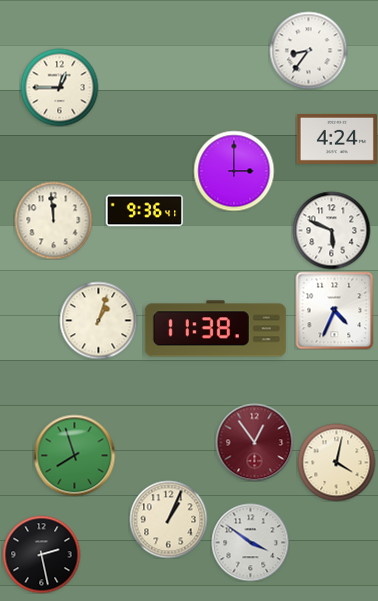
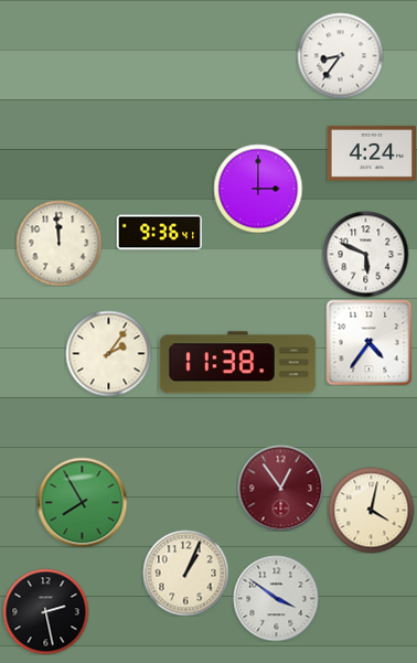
clock at (59, 87): 12:45 -> none
clock at (334, 310): 4:34 -> 4:36
clock at (98, 320): 1:03 -> 2:06
clock at (74, 455): 7:57 -> 7:55
